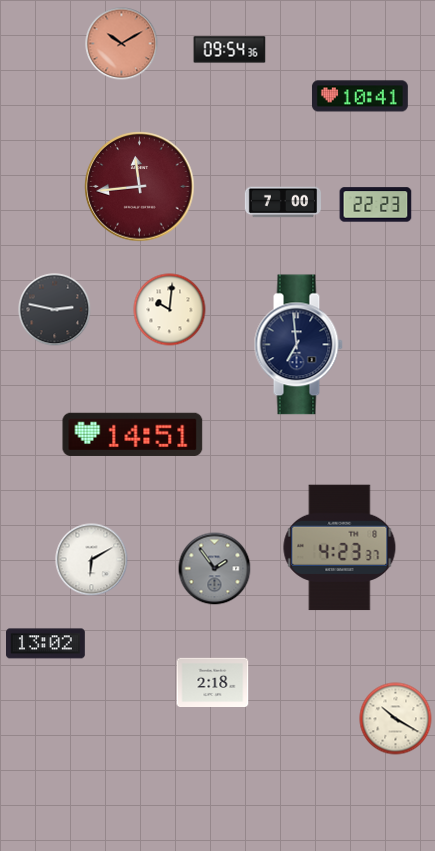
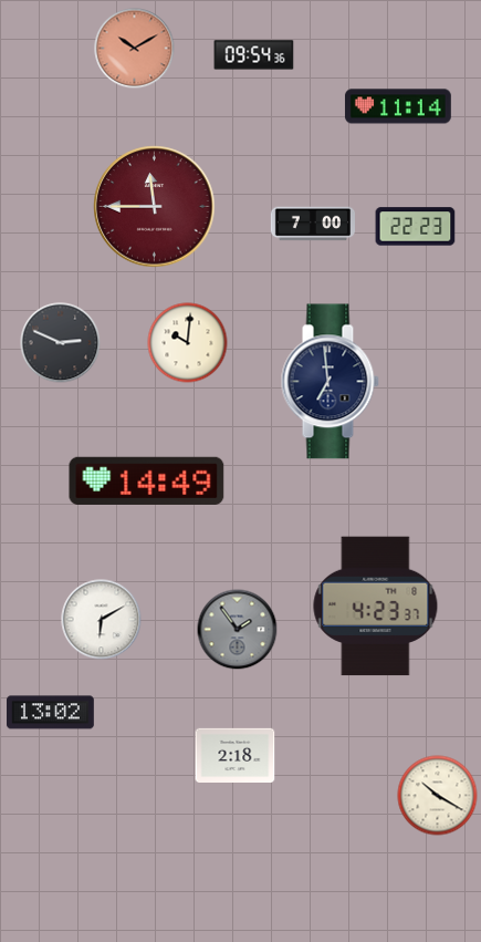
clock at (360, 96): 10:41 -> 11:14
clock at (140, 187): 11:44 -> 11:45
clock at (55, 310): 2:47 -> 2:49
clock at (133, 434): 14:51 -> 14:49
